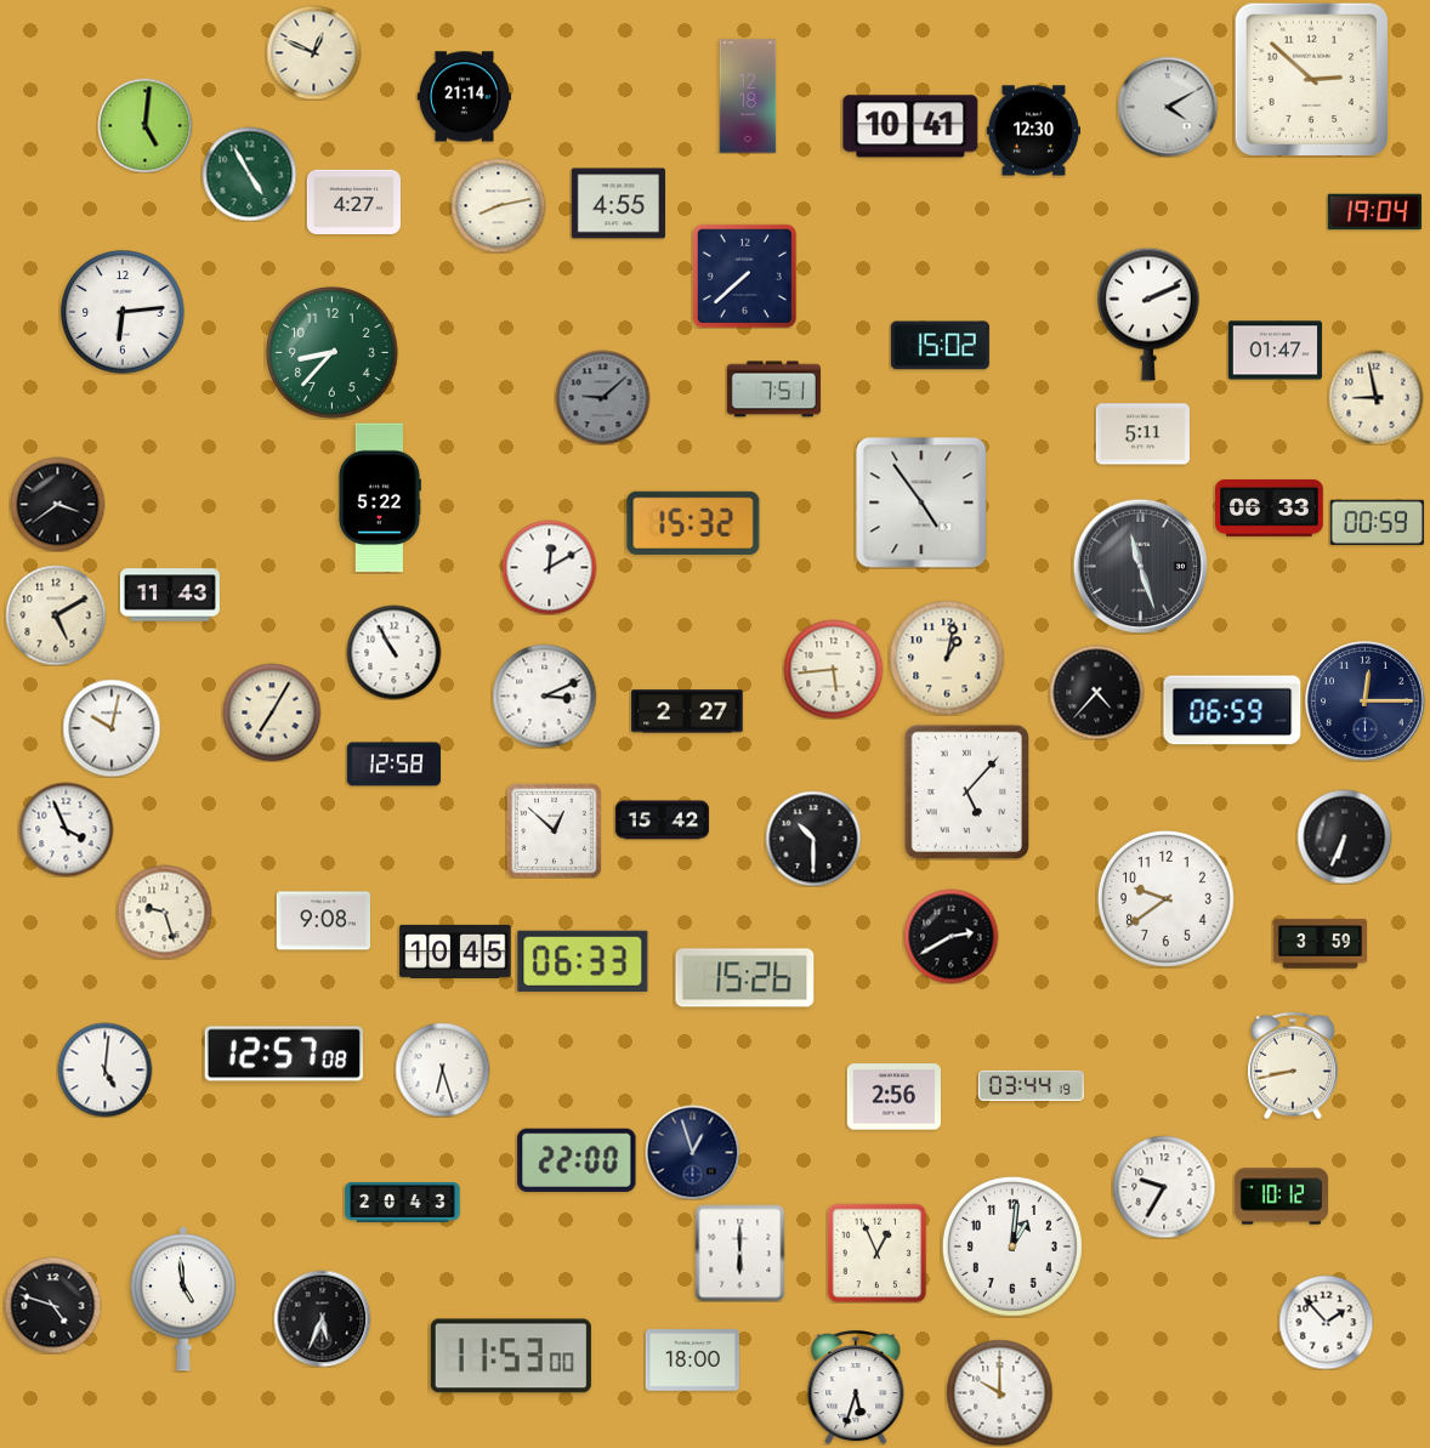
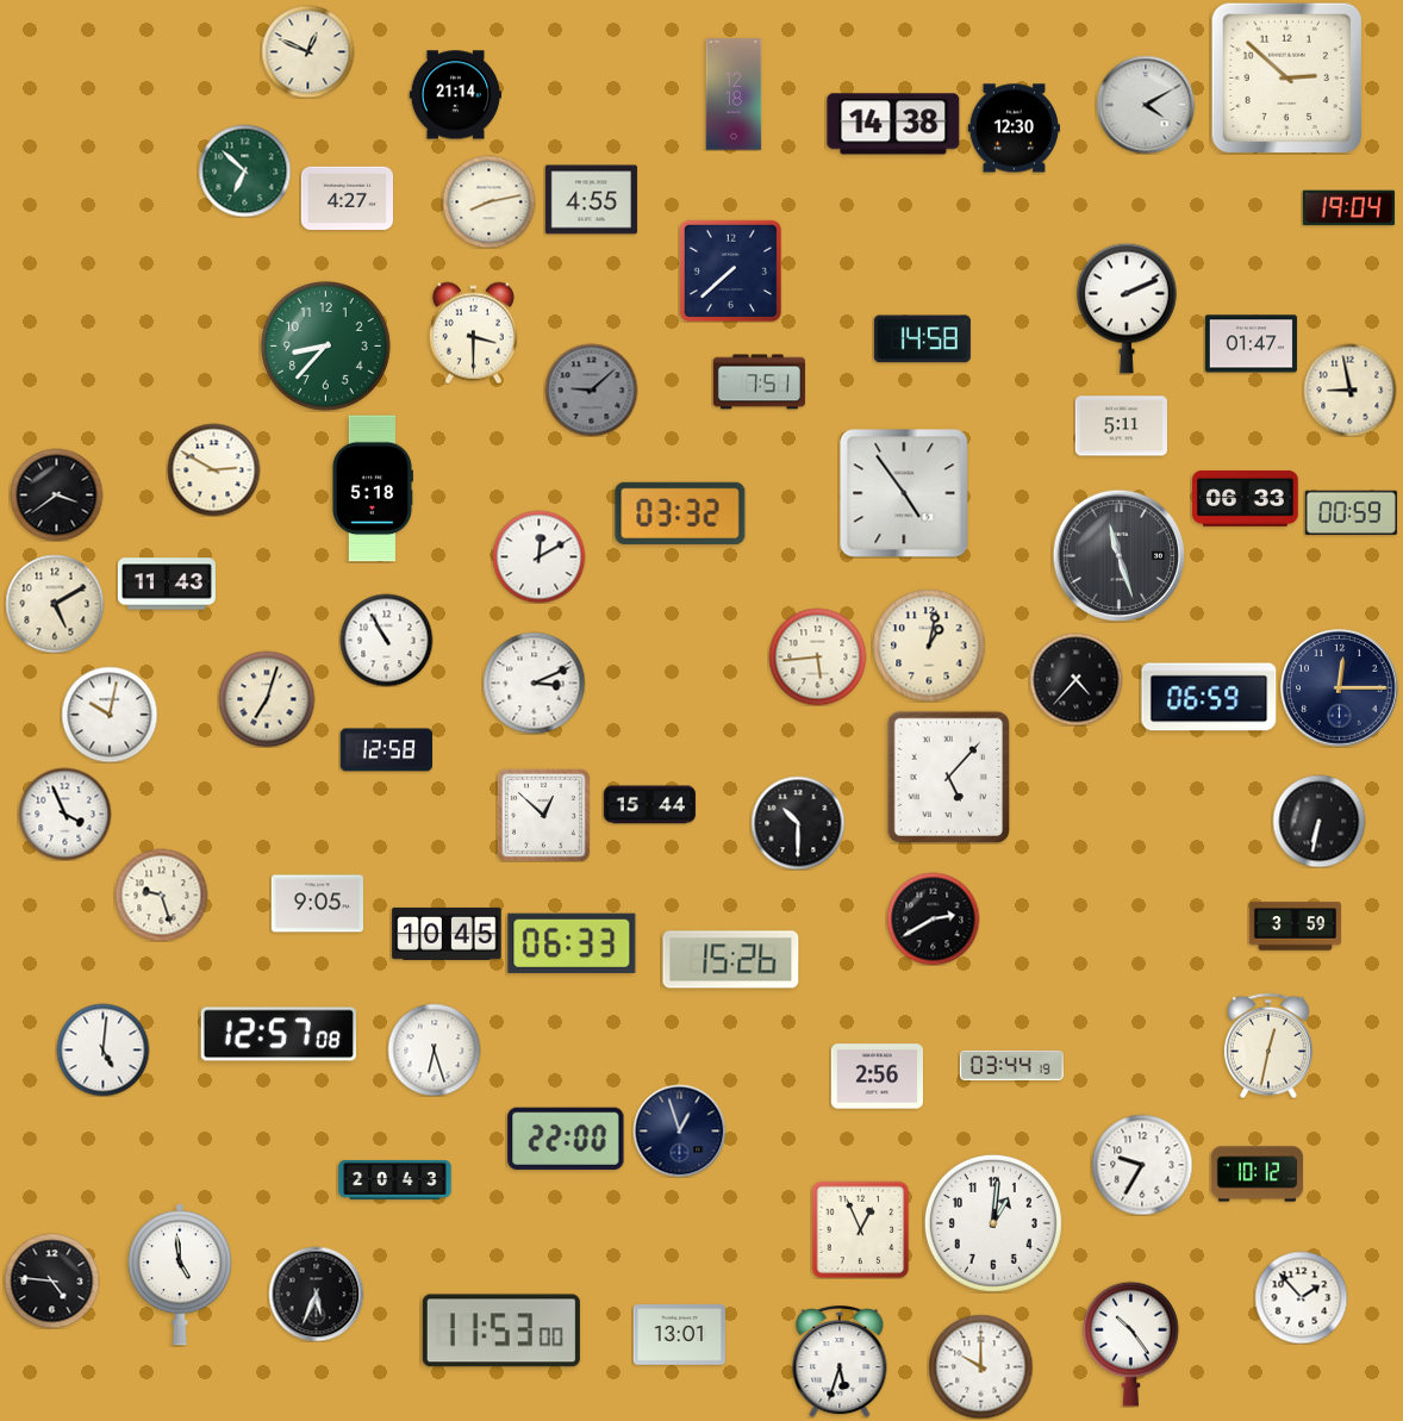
clock at (144, 125): 5:01 -> none
clock at (910, 126): 10:41 -> 14:38
clock at (249, 174): 4:55 -> 6:52
clock at (618, 204) position: (618, 204) -> (591, 200)
clock at (123, 312): 6:14 -> none
clock at (473, 332): none -> 3:30
clock at (940, 346): 15:02 -> 14:58
clock at (213, 469): none -> 2:50
clock at (379, 498): 5:22 -> 5:18
clock at (693, 523): 15:32 -> 03:32
clock at (687, 711): 2:27 -> none
clock at (272, 712): 7:05 -> 7:03
clock at (662, 820): 15:42 -> 15:44
clock at (1344, 836): 6:34 -> 6:32
clock at (1165, 898): 9:39 -> none
clock at (323, 921): 9:08 -> 9:05
clock at (1293, 1066): 8:43 -> 12:32
clock at (740, 1253): 6:00 -> none
clock at (52, 1305): 4:48 -> 4:46
clock at (692, 1361): 18:00 -> 13:01
clock at (1131, 1344): none -> 10:24
